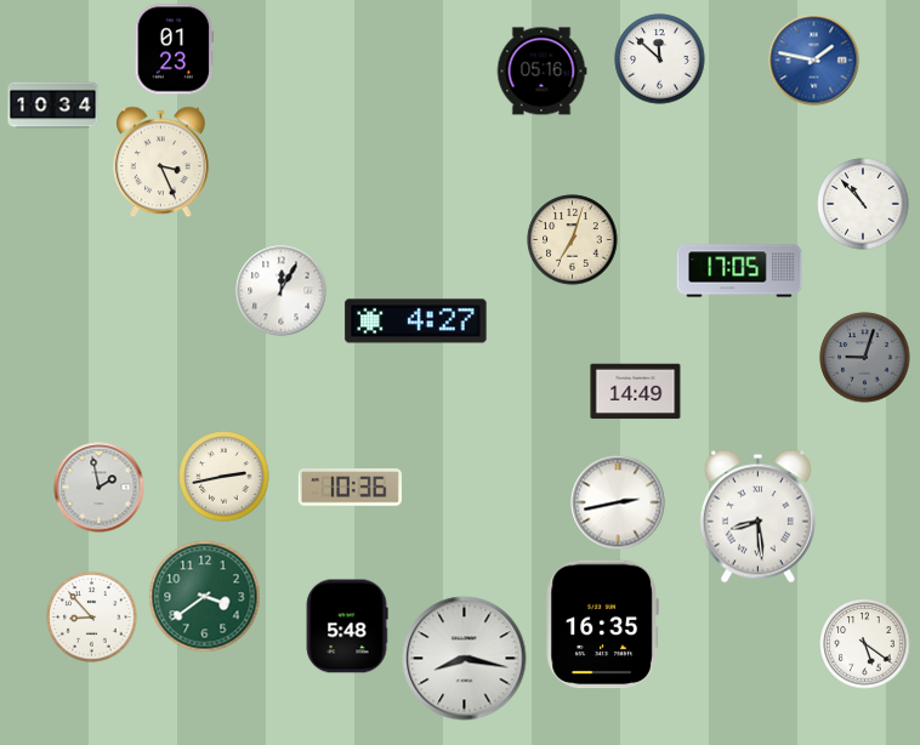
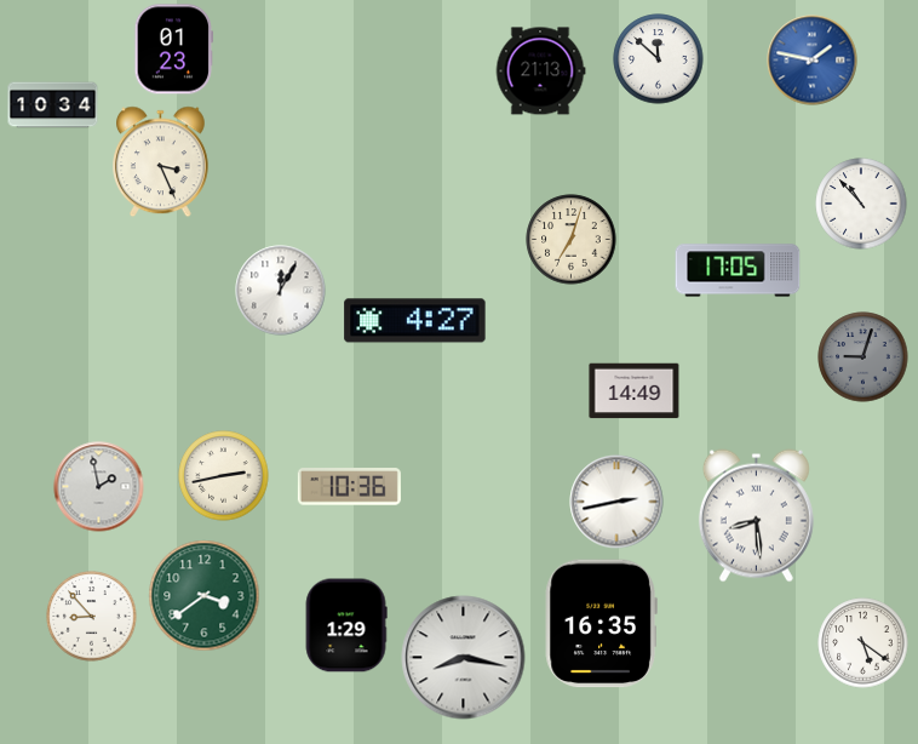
clock at (541, 72): 05:16 -> 21:13
clock at (347, 626): 5:48 -> 1:29
